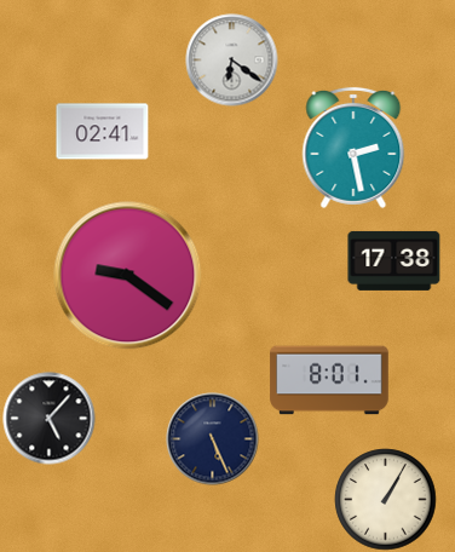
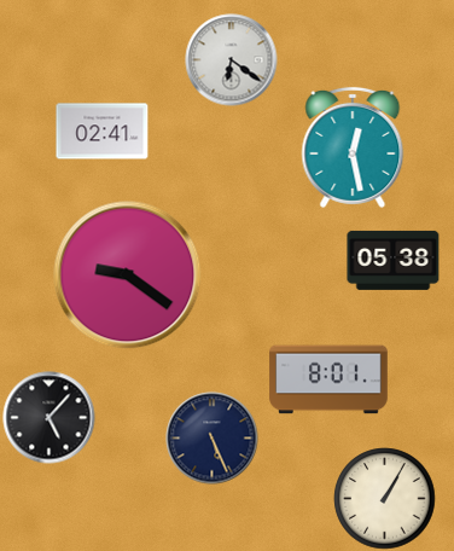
clock at (353, 148): 2:28 -> 12:28
clock at (394, 260): 17:38 -> 05:38
